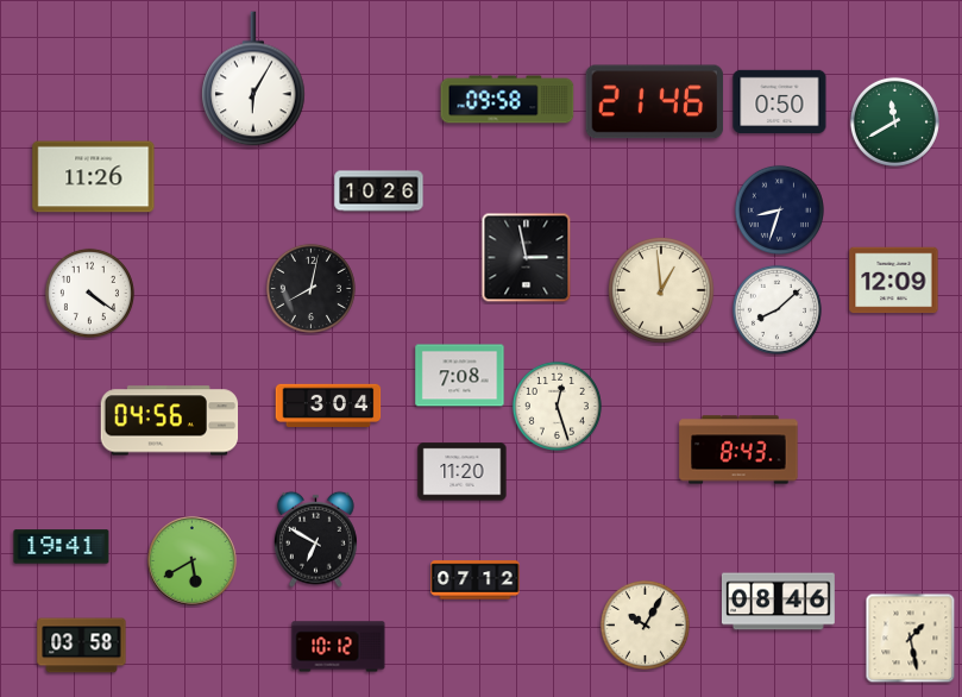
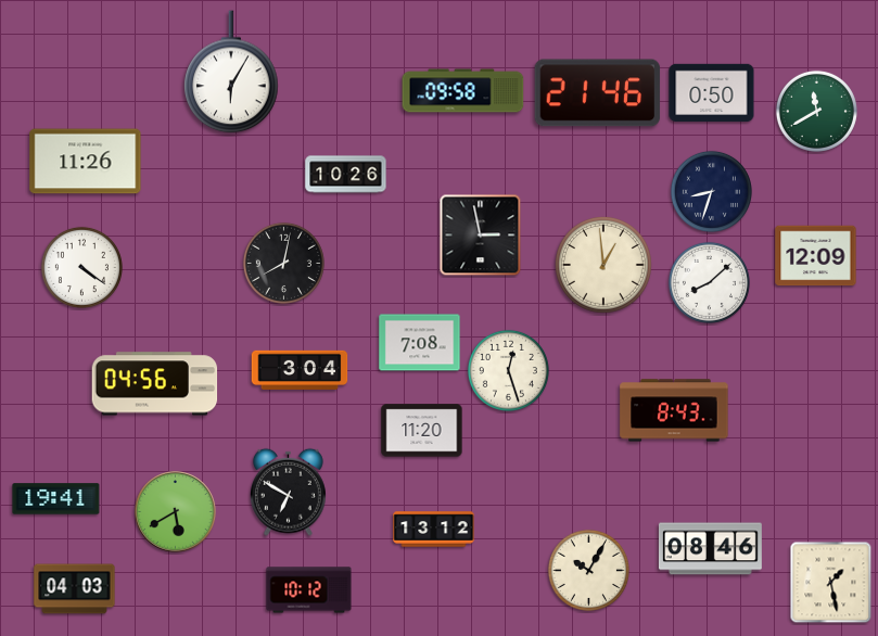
clock at (476, 580): 07:12 -> 13:12
clock at (82, 646): 03:58 -> 04:03
